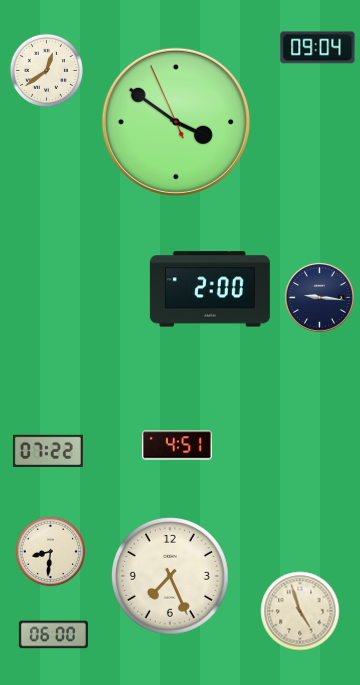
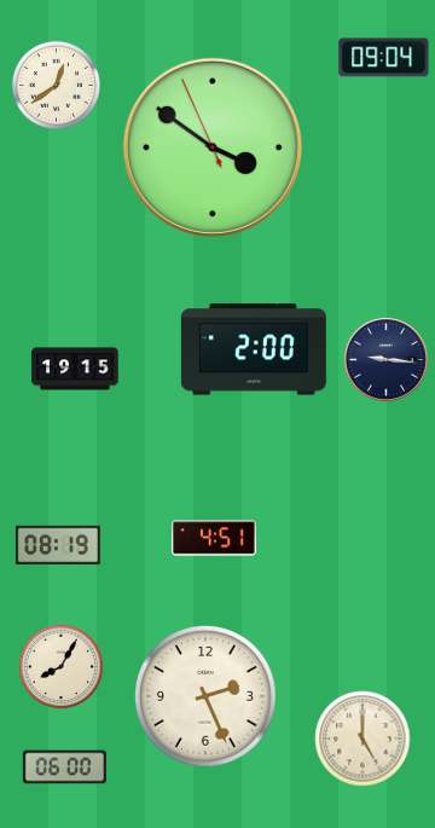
clock at (75, 369): none -> 19:15
clock at (48, 451): 07:22 -> 08:19
clock at (51, 552): 8:31 -> 8:05
clock at (171, 577): 7:26 -> 2:26
clock at (300, 611): 4:57 -> 5:00
